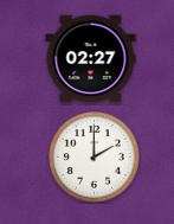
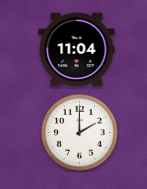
clock at (91, 59): 02:27 -> 11:04
